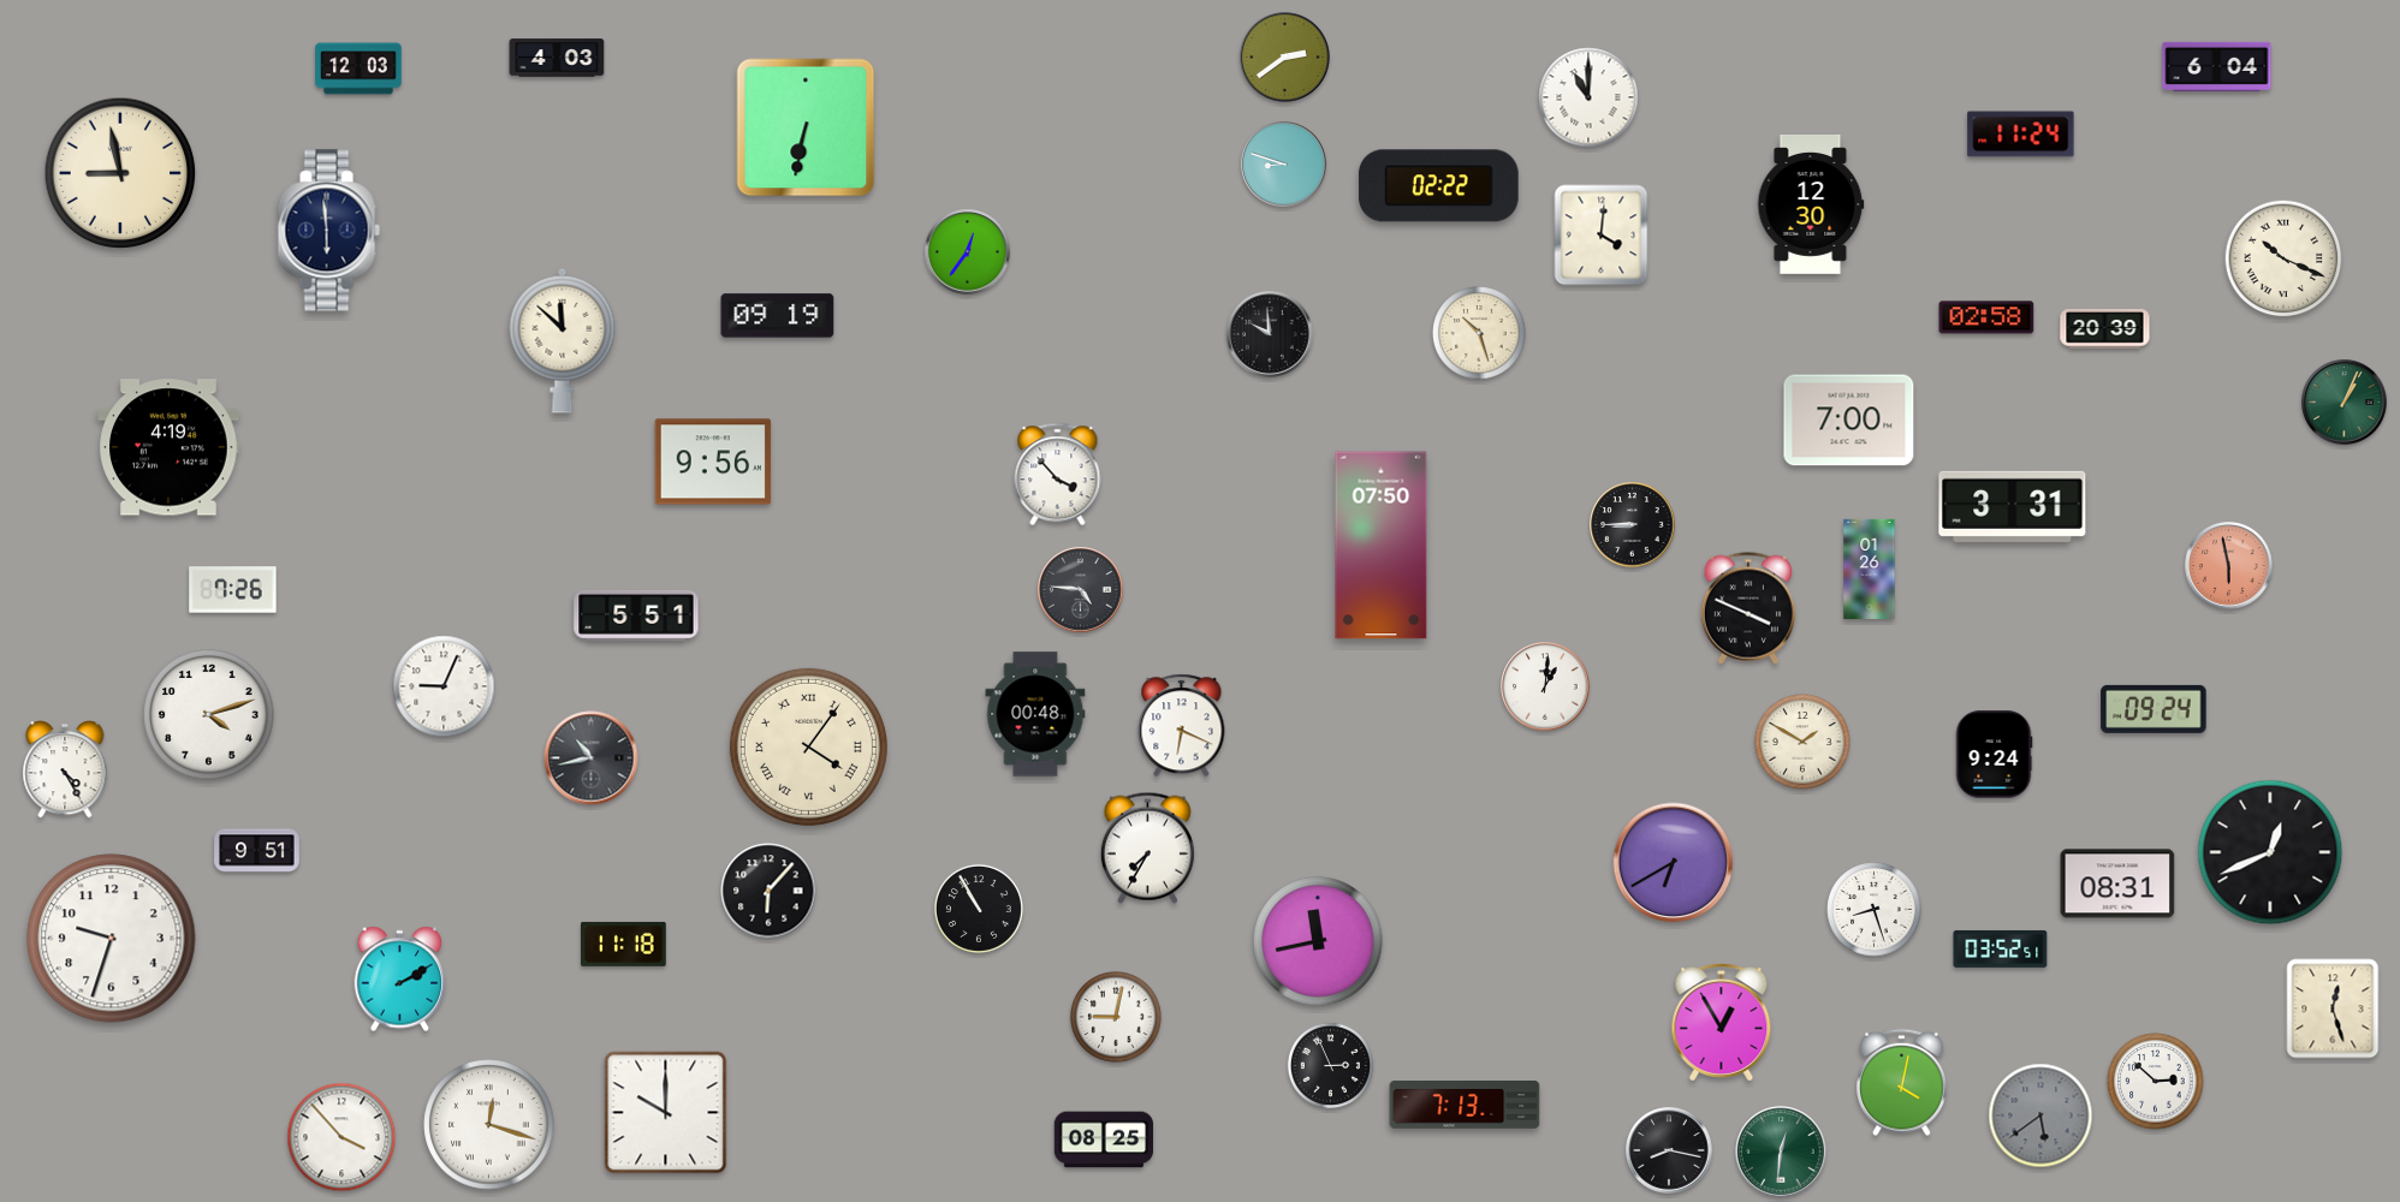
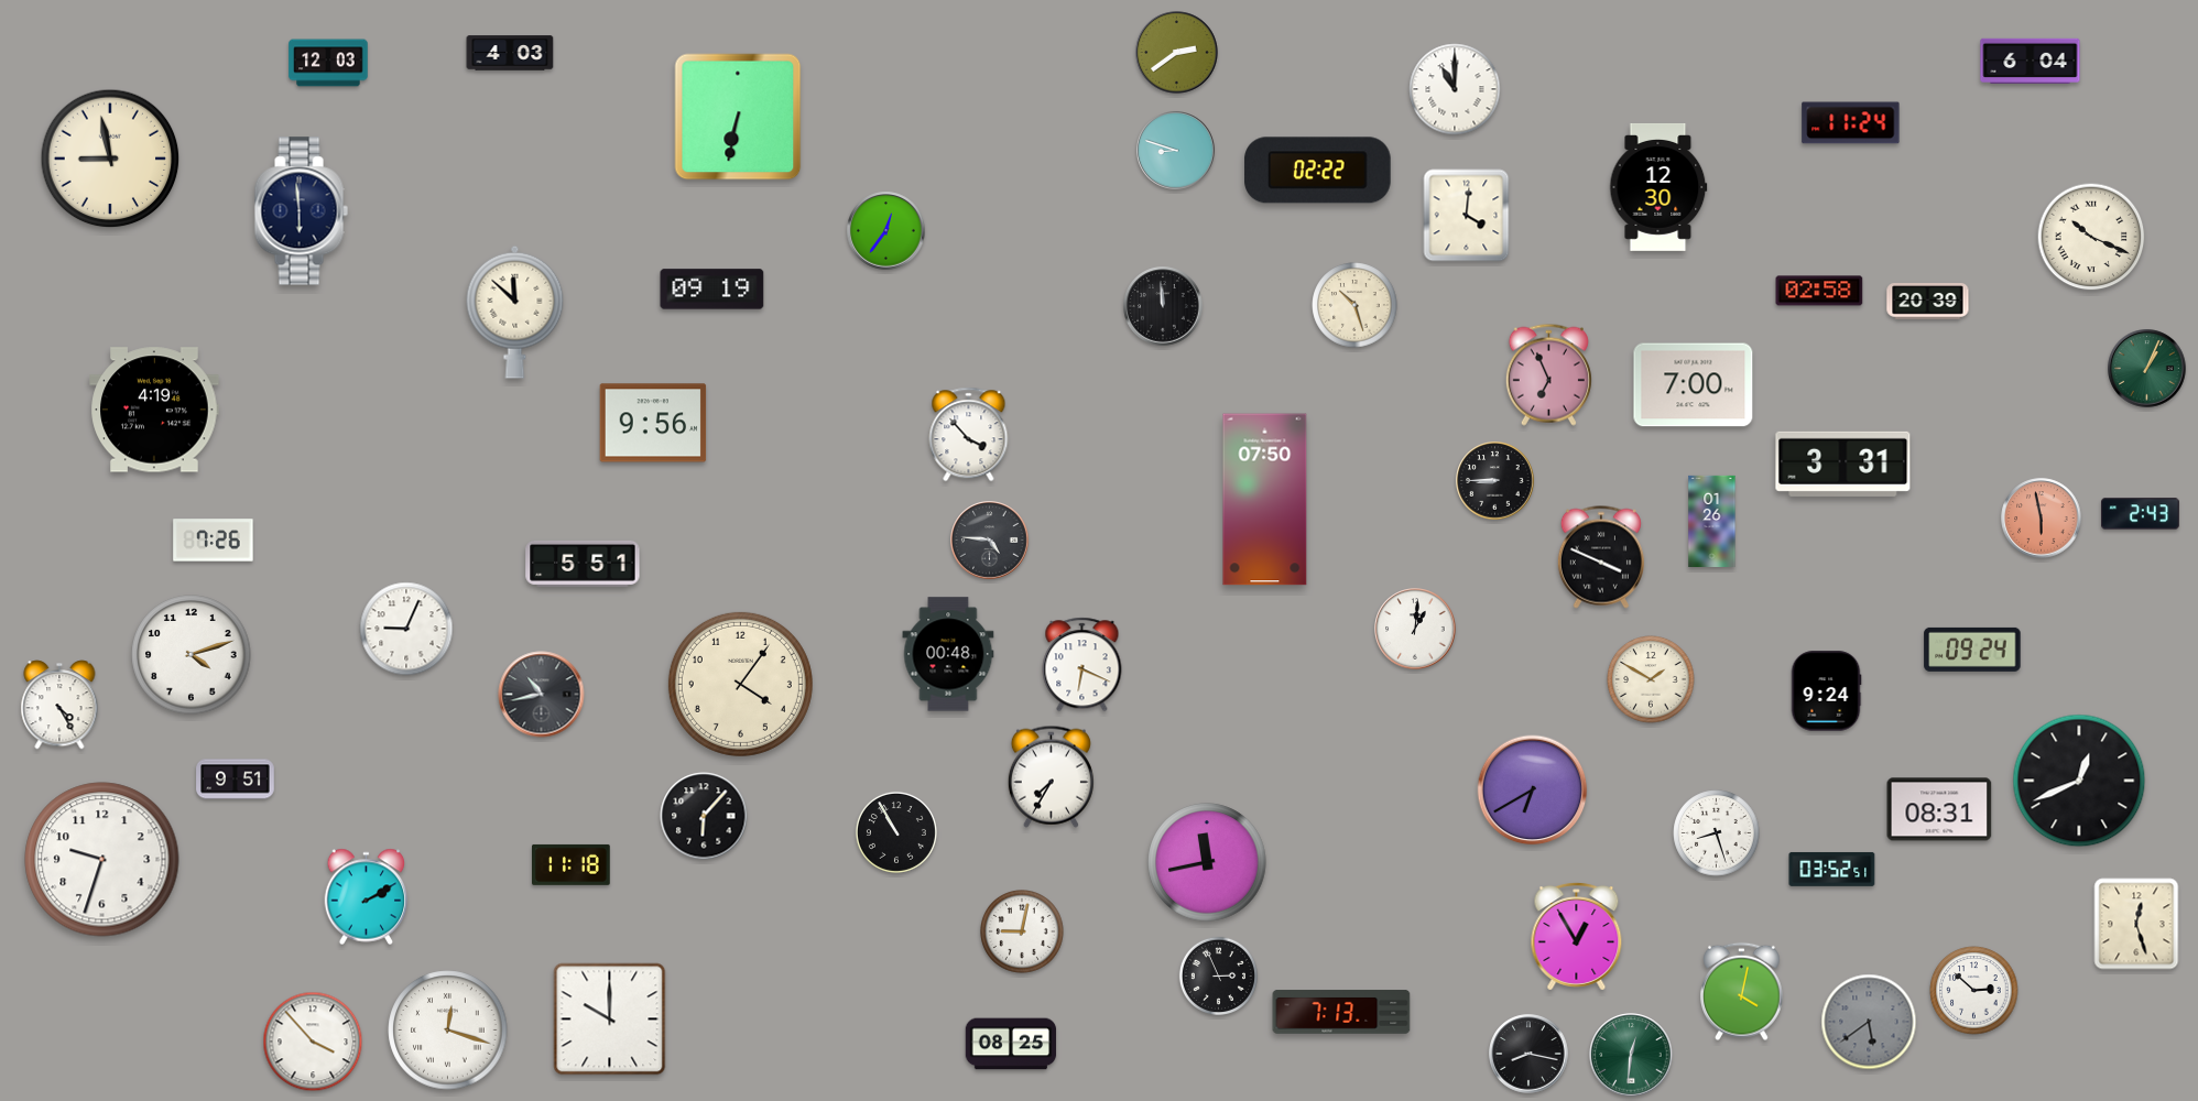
clock at (1270, 334): 9:59 -> 11:59
clock at (1548, 374): none -> 6:56
clock at (2141, 514): none -> 2:43
clock at (808, 746) numerals: Roman -> Arabic
